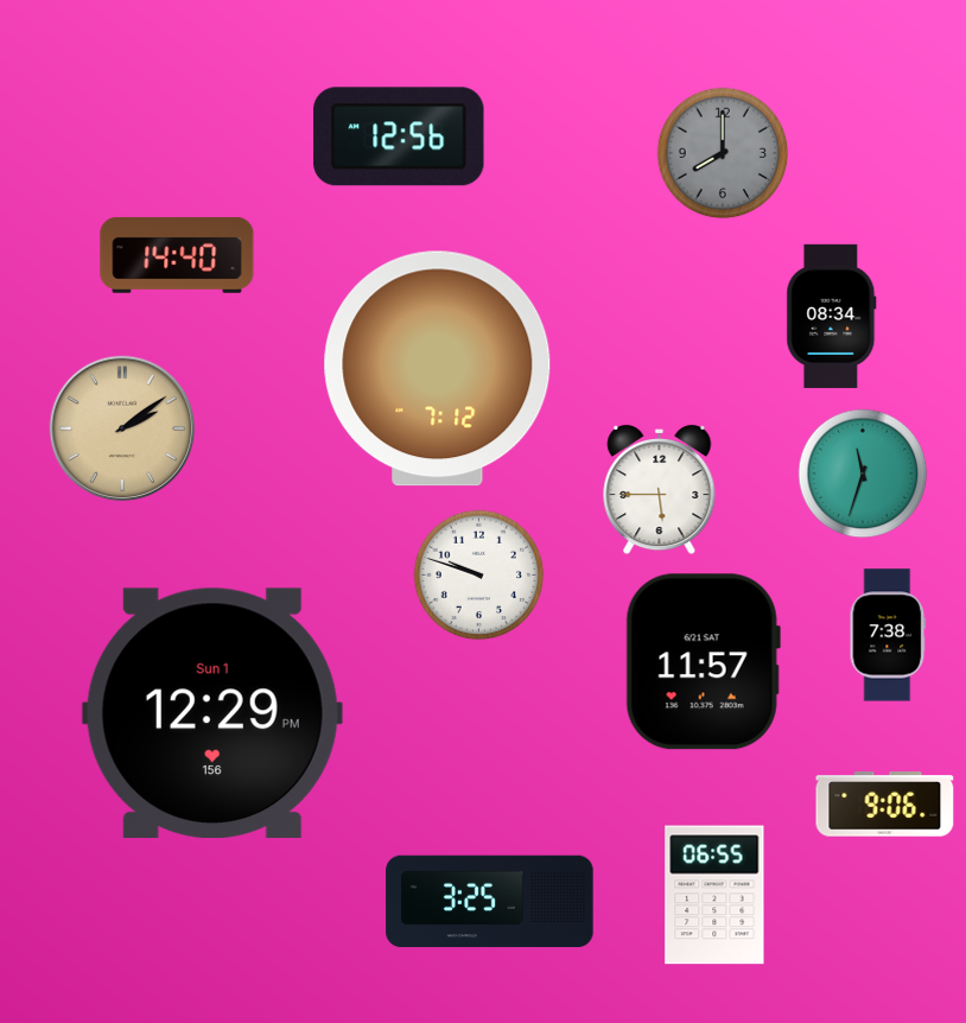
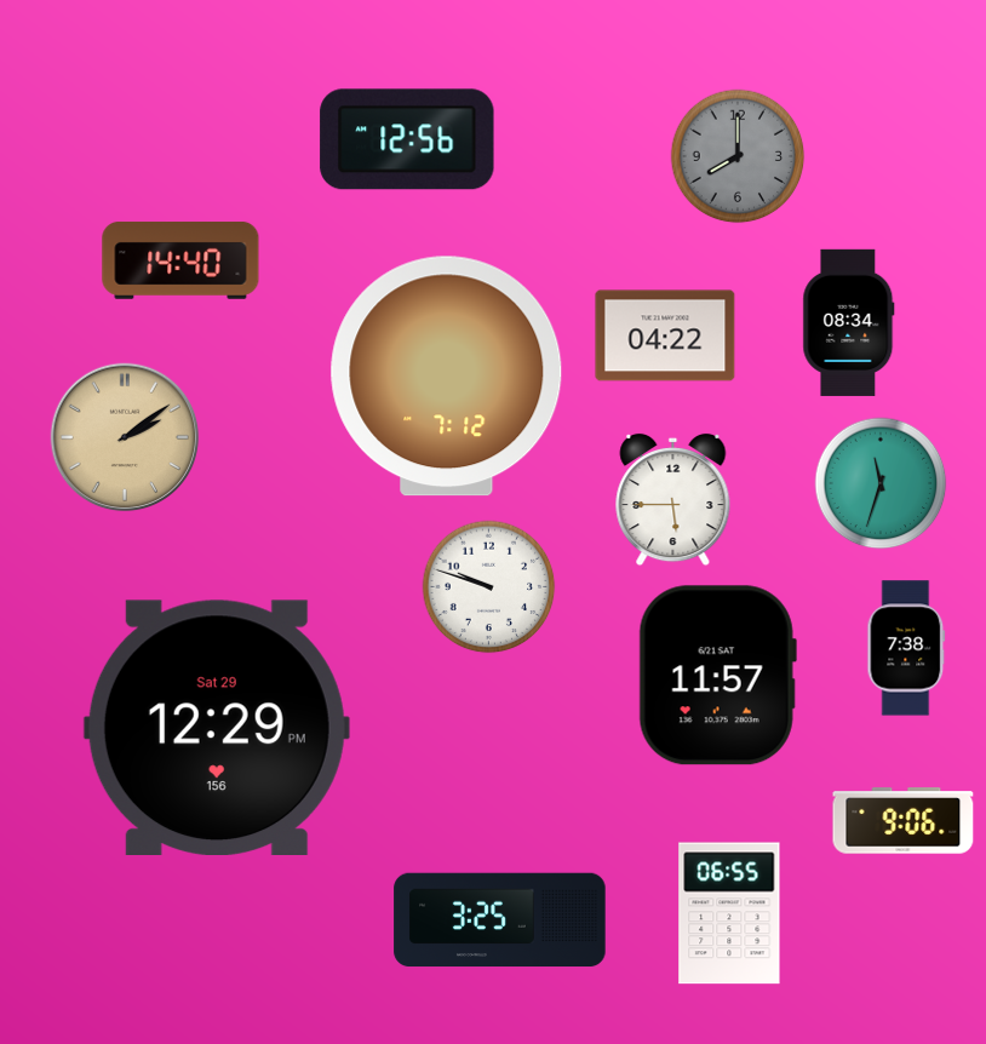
clock at (665, 335): none -> 04:22
clock at (212, 712) date: Sun 1 -> Sat 29
